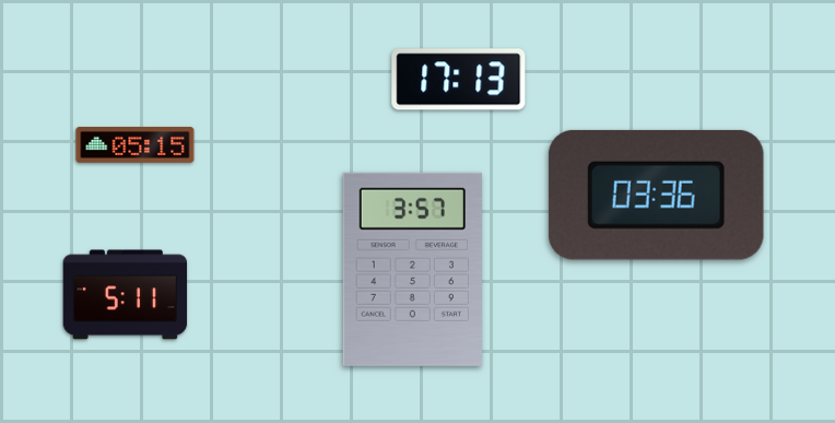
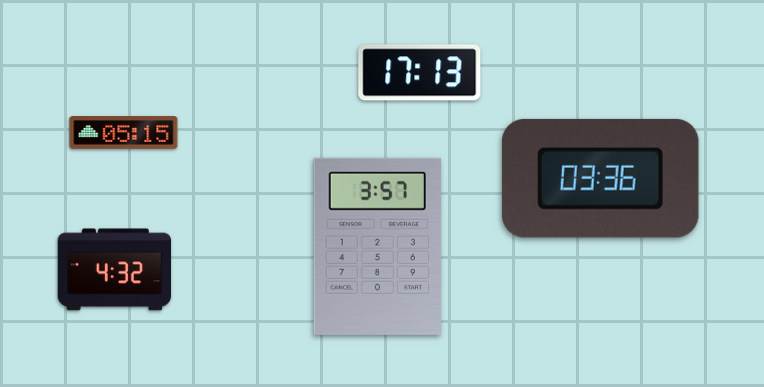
clock at (126, 295): 5:11 -> 4:32
